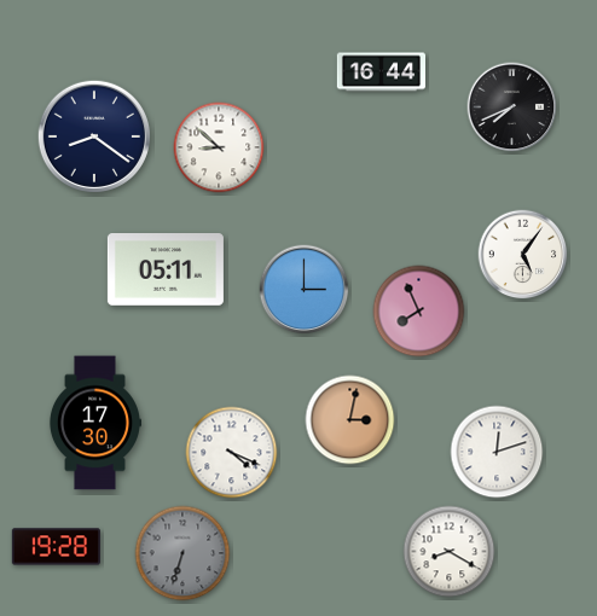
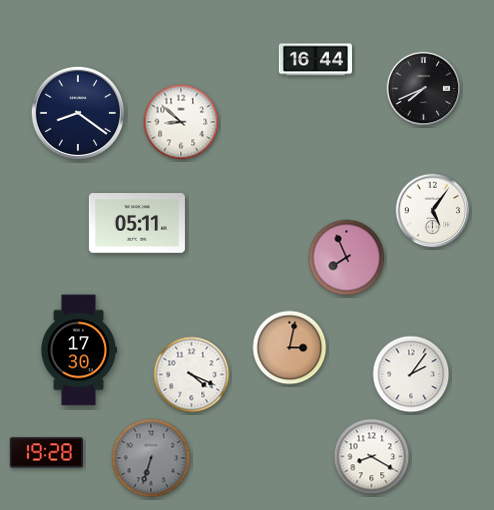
clock at (305, 290): 3:00 -> none
clock at (497, 452): 12:12 -> 2:06
